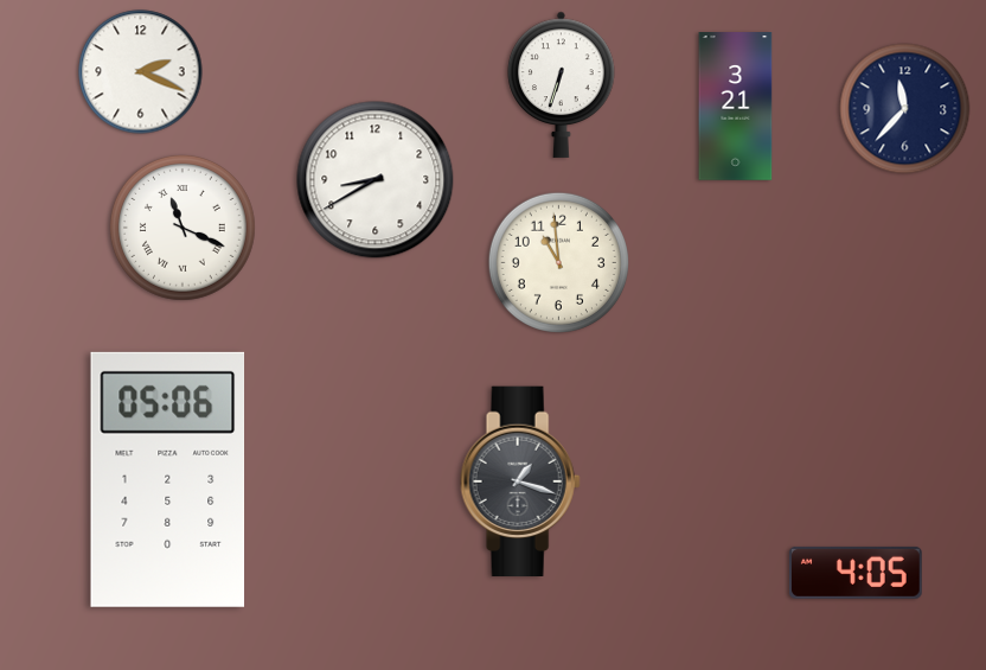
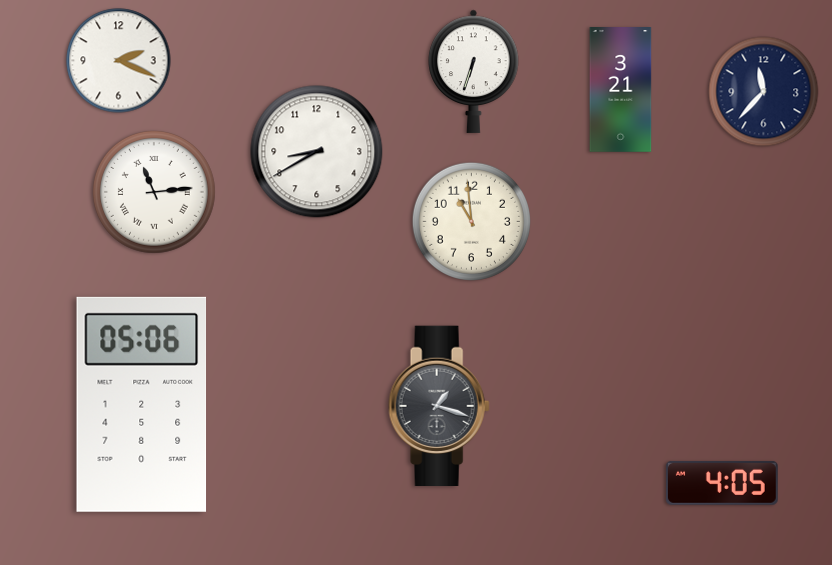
clock at (183, 228): 11:19 -> 11:14
